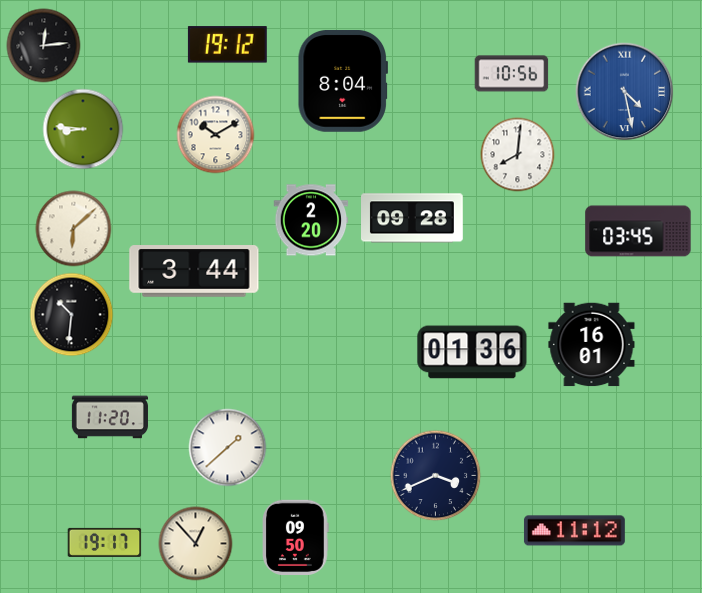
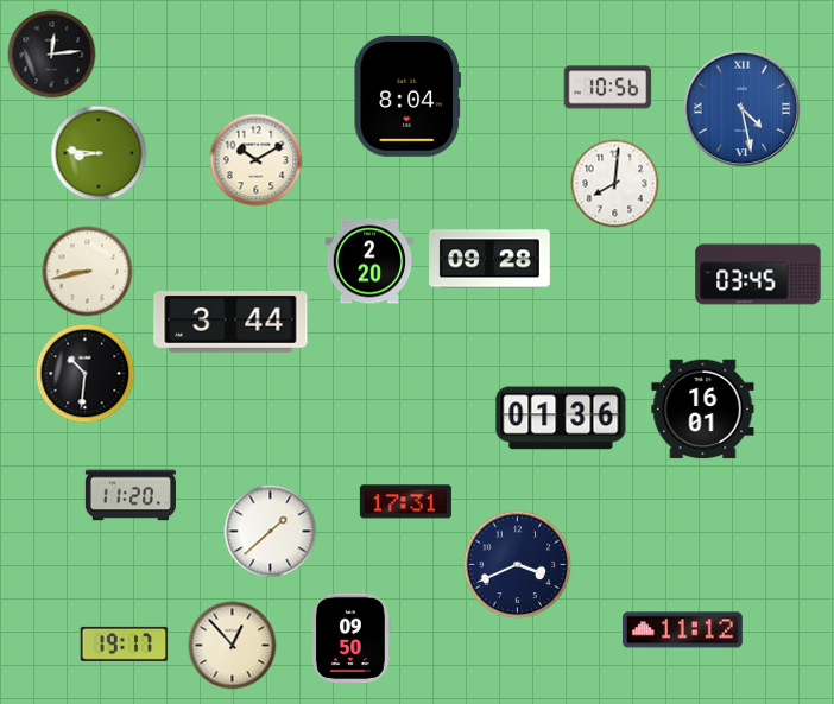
clock at (227, 45): 19:12 -> none
clock at (74, 229): 6:08 -> 8:43
clock at (405, 502): none -> 17:31
